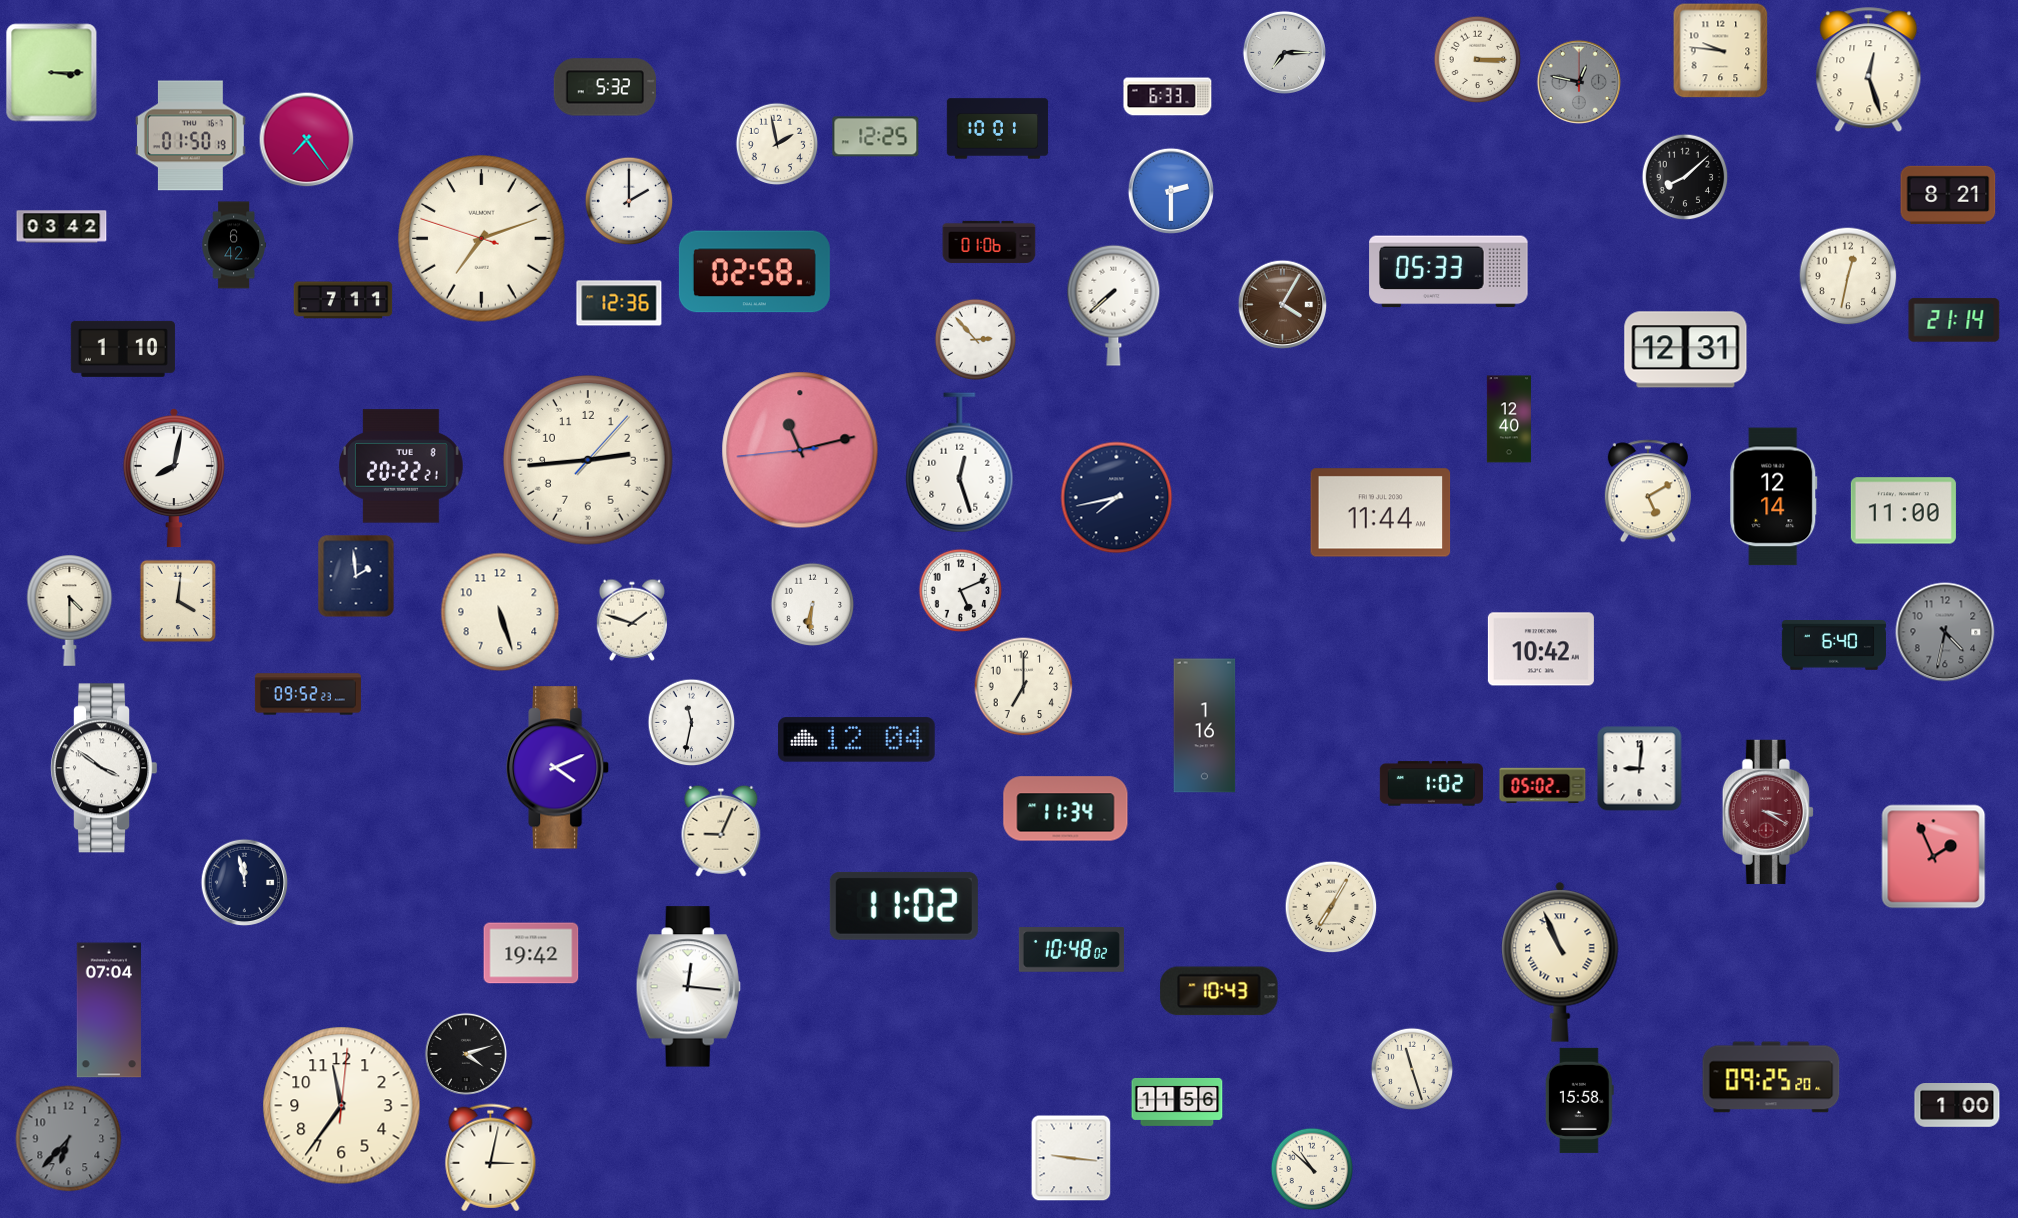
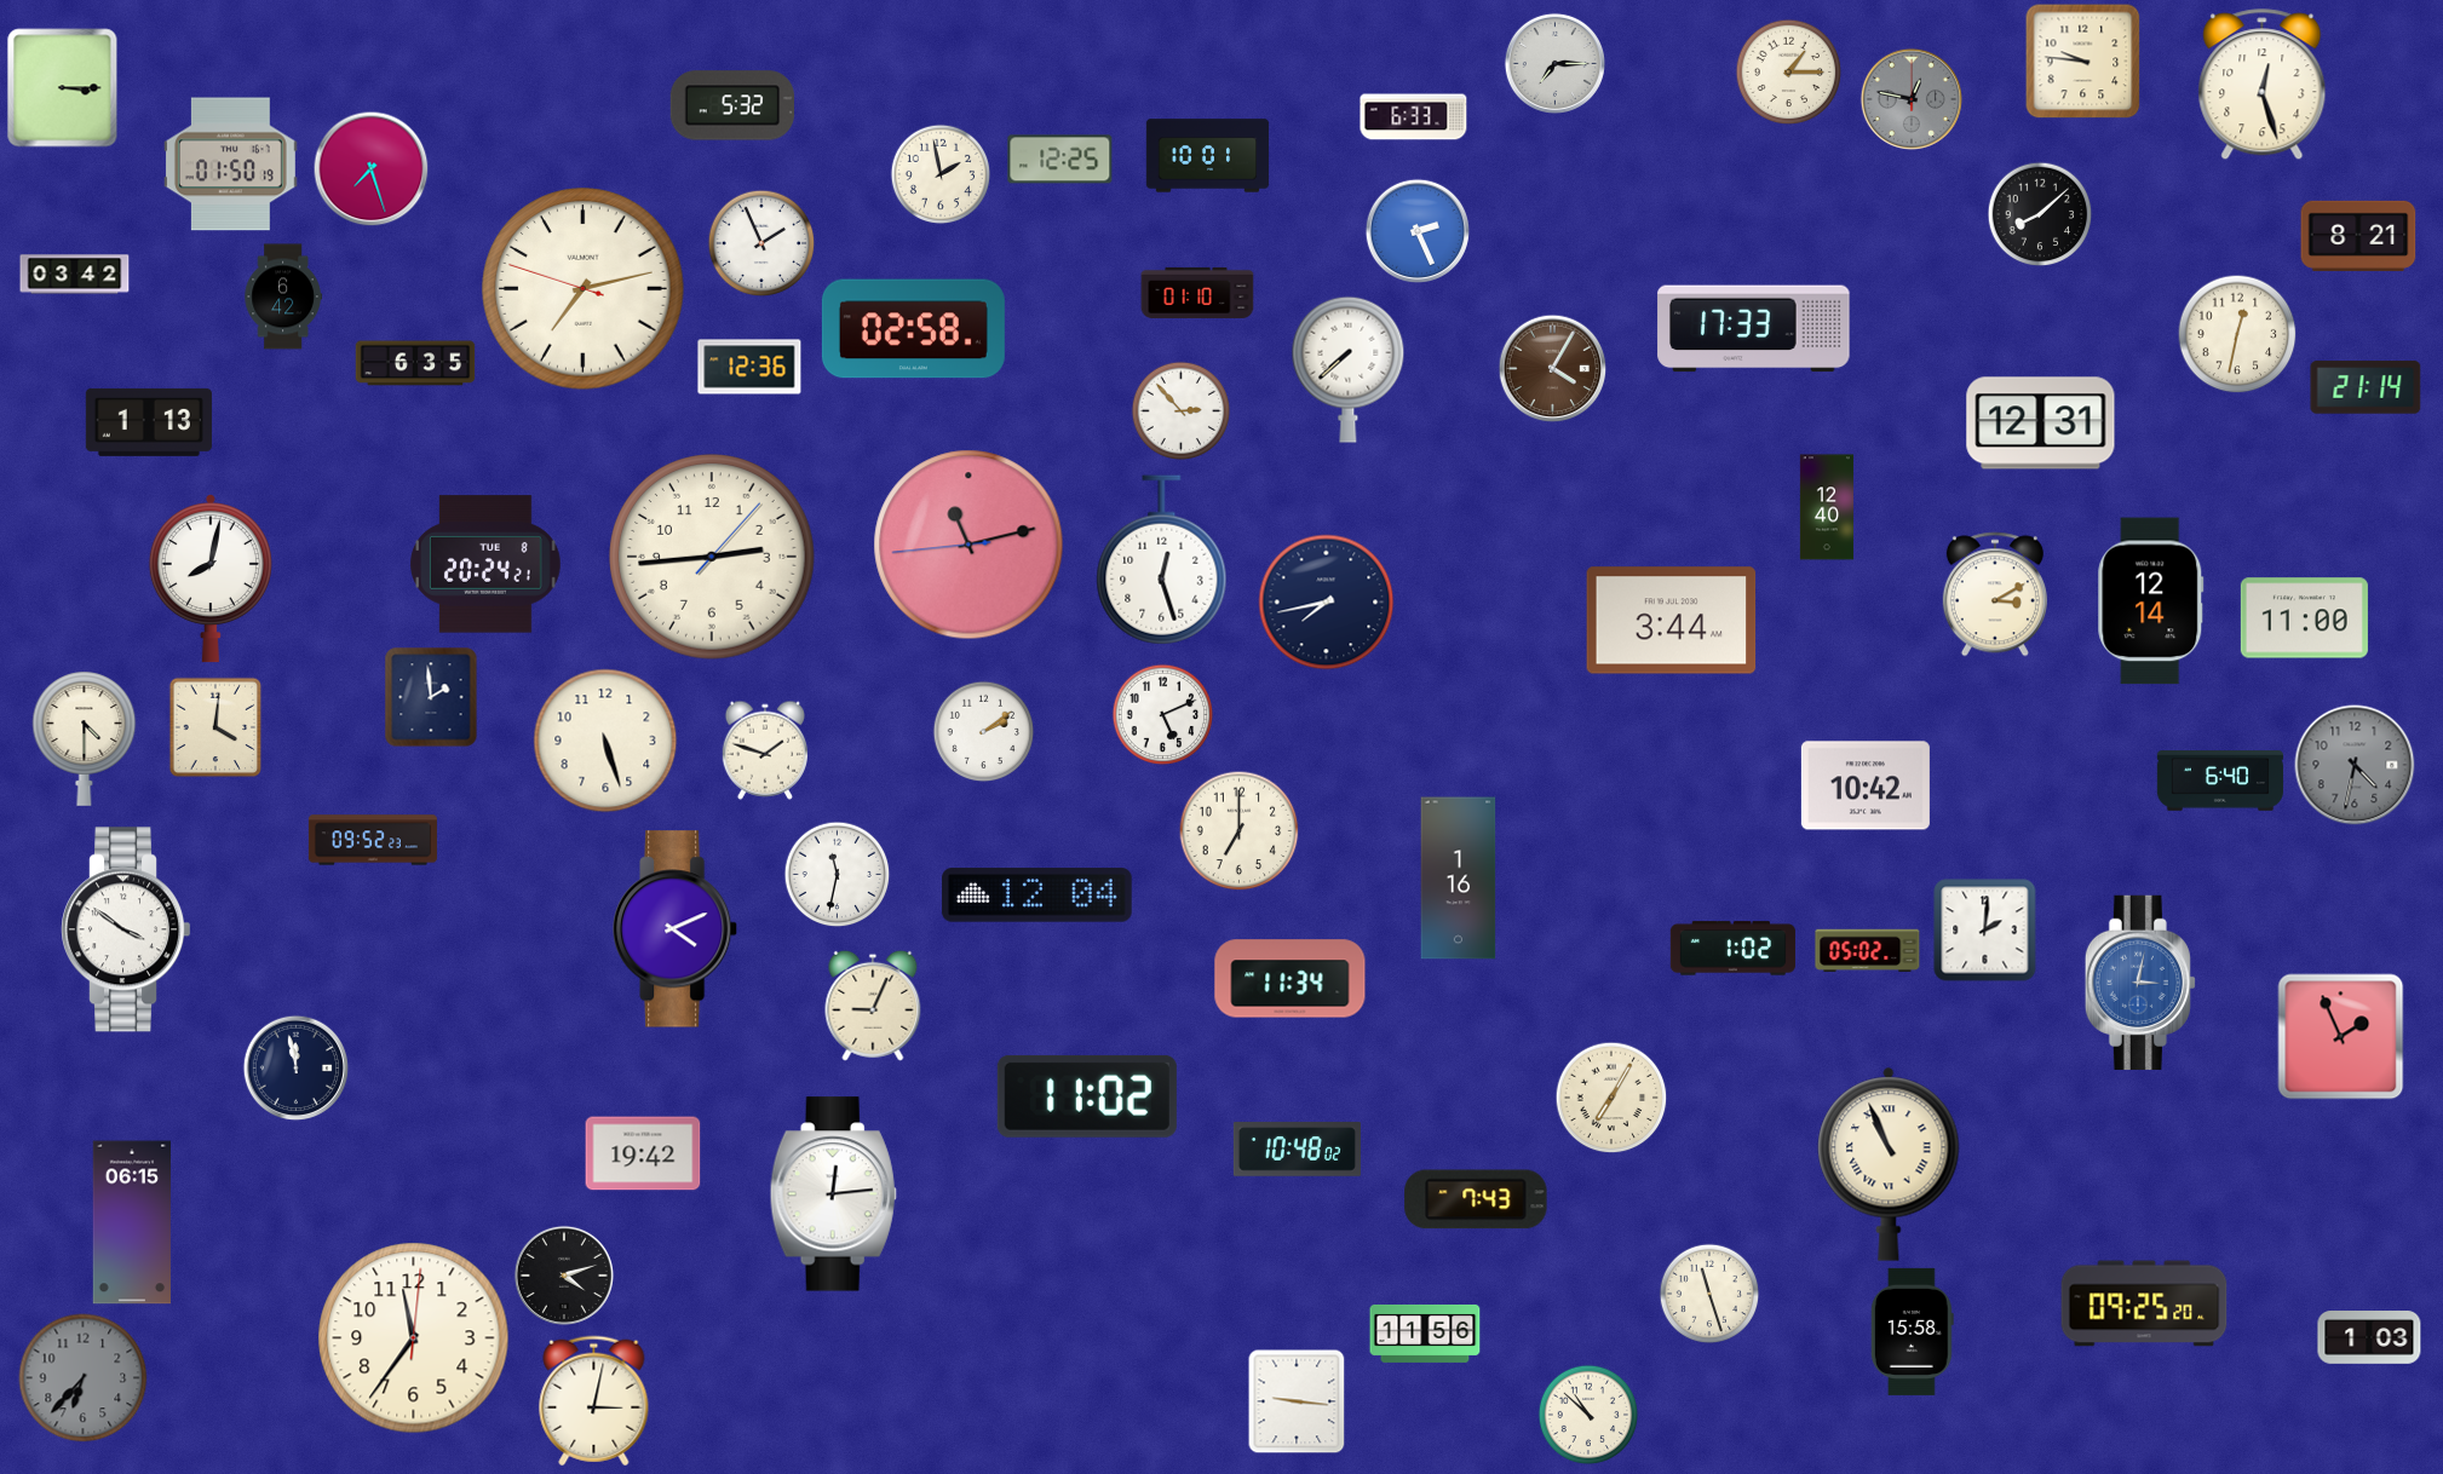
clock at (1477, 59): 3:15 -> 1:15
clock at (876, 137) position: (876, 137) -> (1060, 160)
clock at (306, 139): 7:24 -> 7:27
clock at (1170, 190): 2:30 -> 2:26
clock at (629, 201): 2:00 -> 1:56
clock at (482, 239): 7:11 -> 7:12
clock at (989, 242): 01:06 -> 01:10
clock at (1449, 272): 05:33 -> 17:33
clock at (343, 300): 7:11 -> 6:35
clock at (123, 349): 1:10 -> 1:13
clock at (402, 466): 20:22 -> 20:24
clock at (1648, 491): 5:10 -> 3:10
clock at (1774, 497) position: (1774, 497) -> (2151, 601)
clock at (1117, 498) position: (1117, 498) -> (1327, 603)
clock at (1381, 513): 11:44 -> 3:44
clock at (812, 604): 6:31 -> 2:09
clock at (1640, 769): 9:01 -> 2:01
clock at (1768, 812): 3:20 -> 3:02
clock at (1768, 812) dial: burgundy -> blue
clock at (904, 906) position: (904, 906) -> (1087, 1096)
clock at (688, 987): 12:16 -> 12:14
clock at (1219, 991): 10:43 -> 7:43
clock at (108, 1010): 07:04 -> 06:15
clock at (1957, 1106): 1:00 -> 1:03
